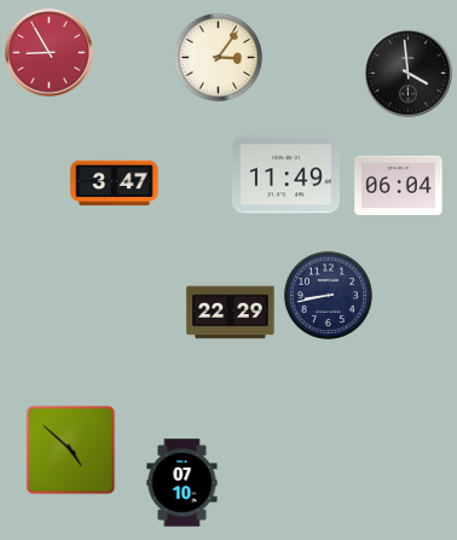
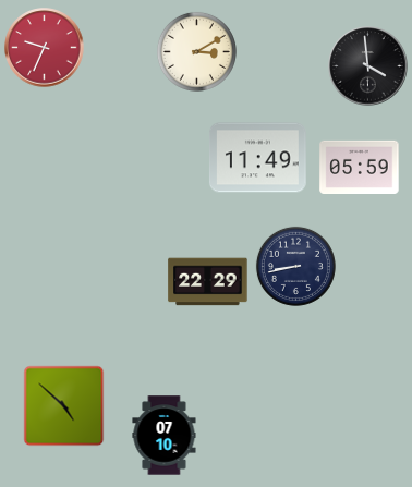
clock at (50, 53): 8:55 -> 9:34
clock at (218, 57): 3:06 -> 3:10
clock at (115, 184): 3:47 -> none
clock at (399, 185): 06:04 -> 05:59
